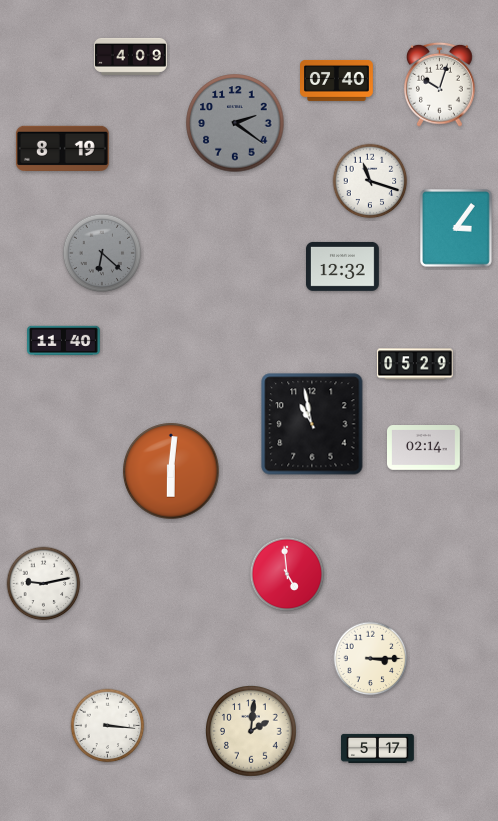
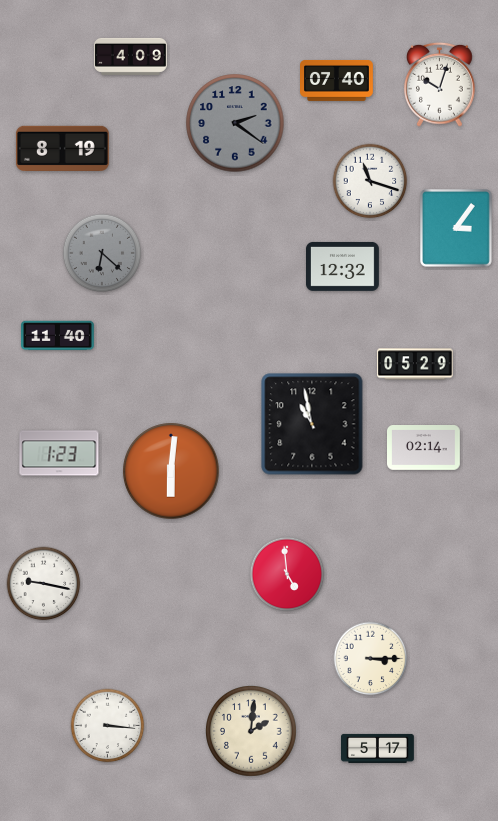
clock at (64, 341) position: (64, 341) -> (58, 336)
clock at (59, 453): none -> 1:23
clock at (44, 584): 9:13 -> 9:17
